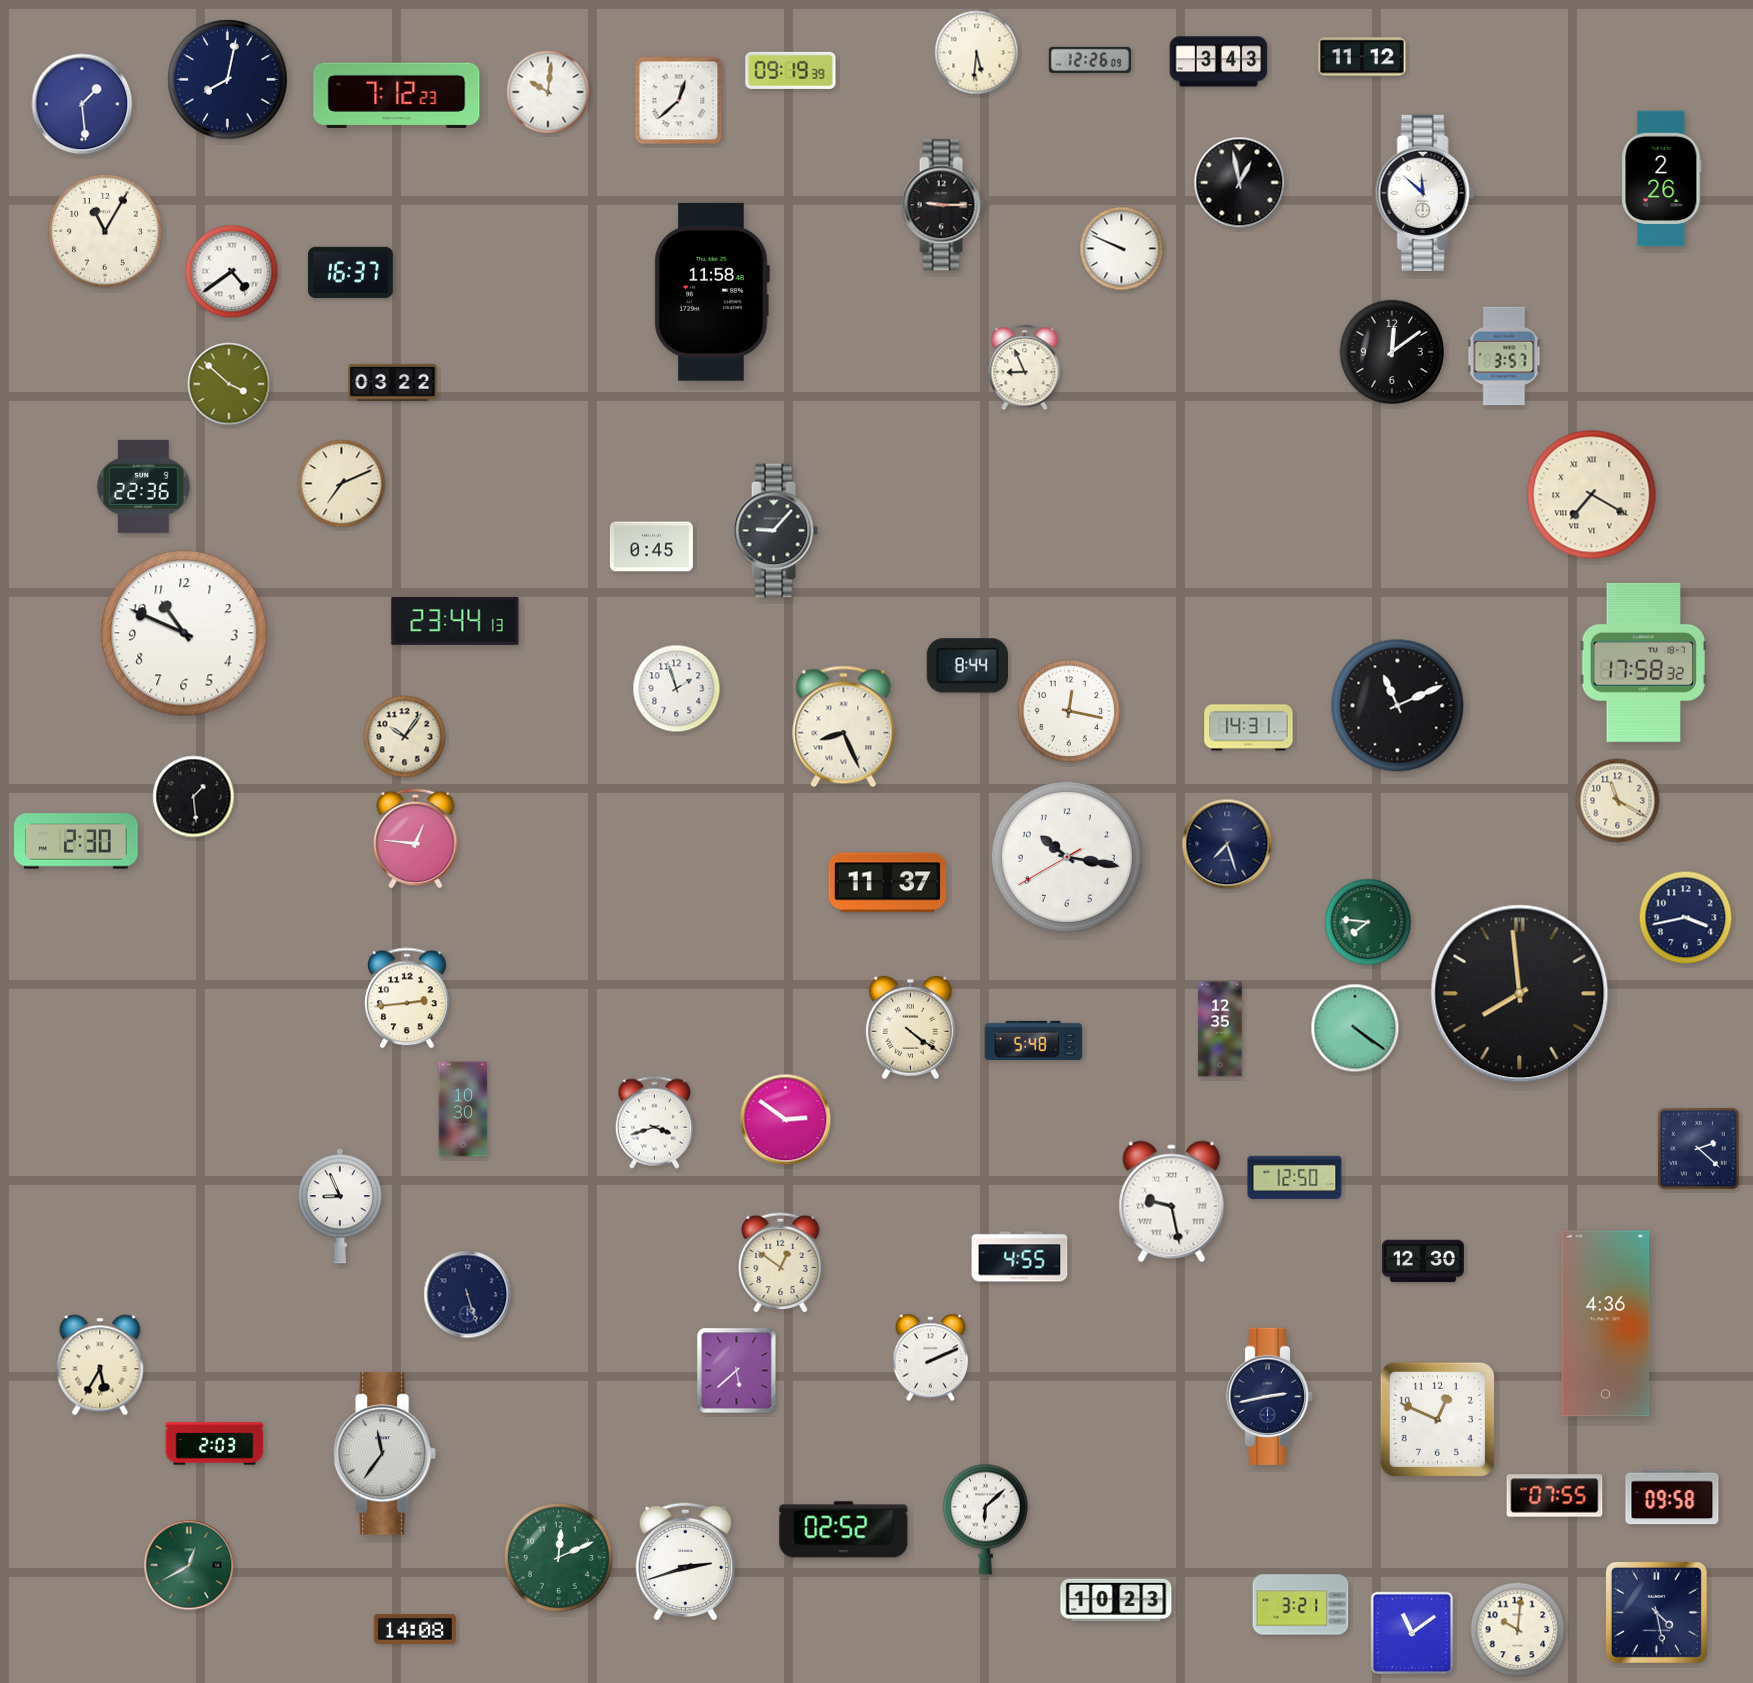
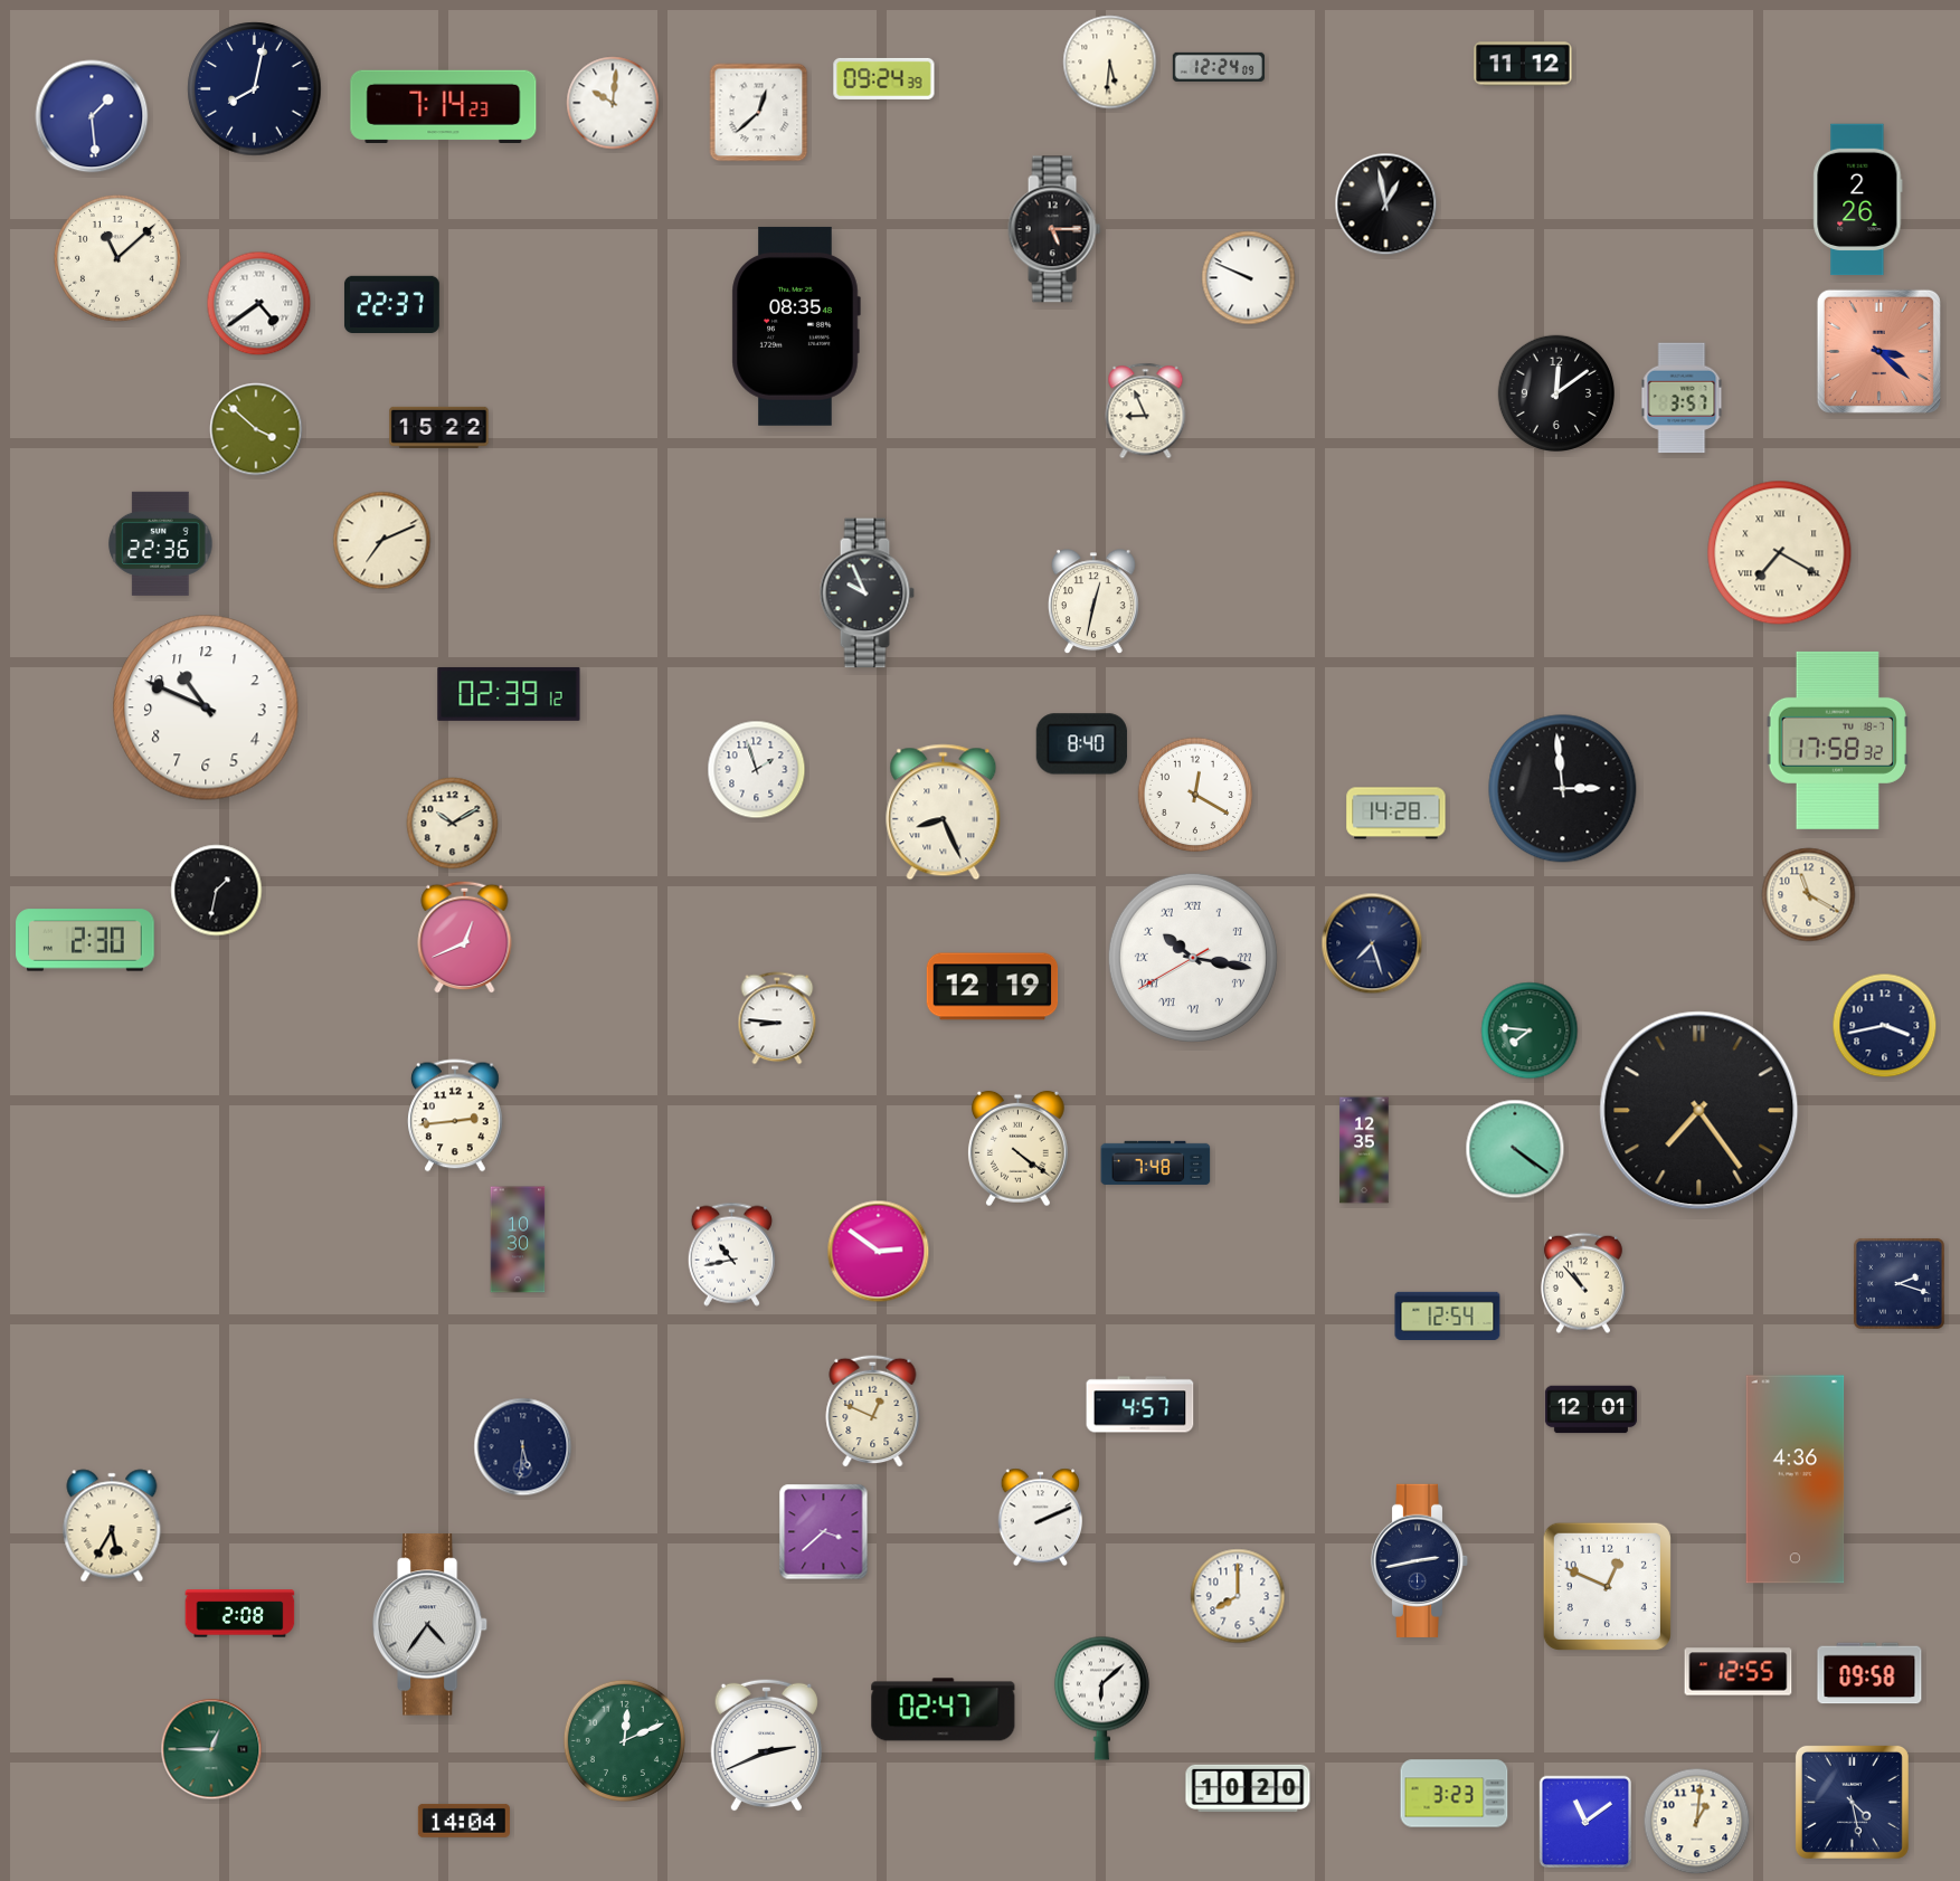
clock at (977, 53) position: (977, 53) -> (1110, 63)
clock at (1090, 60): 12:26 -> 12:24
clock at (1219, 62): 3:43 -> none
clock at (791, 70): 09:19 -> 09:24
clock at (397, 95): 7:12 -> 7:14
clock at (1425, 193): 11:52 -> none
clock at (943, 205): 9:15 -> 5:15
clock at (105, 231): 11:05 -> 11:08
clock at (1122, 249) position: (1122, 249) -> (1249, 278)
clock at (351, 272): 16:37 -> 22:37
clock at (712, 292): 11:58 -> 08:35
clock at (1878, 351): none -> 3:22
clock at (393, 382): 03:22 -> 15:22
clock at (775, 531): 9:07 -> 9:56
clock at (1093, 602): none -> 12:32
clock at (651, 547): 0:45 -> none
clock at (455, 621): 23:44 -> 02:39
clock at (967, 666): 8:44 -> 8:40
clock at (1398, 706): 11:11 -> 2:59
clock at (1069, 711): 12:17 -> 12:20
clock at (1249, 728): 14:31 -> 14:28
clock at (405, 737): 10:06 -> 10:10
clock at (194, 797): 1:29 -> 1:32
clock at (416, 838): 12:46 -> 12:41
clock at (1067, 857) numerals: Arabic -> Roman
clock at (888, 883): 11:37 -> 12:19
clock at (777, 1018): none -> 8:46
clock at (1520, 994): 7:59 -> 7:24
clock at (1034, 1040): 5:48 -> 7:48
clock at (654, 1122): 3:42 -> 10:43
clock at (1583, 1283): none -> 10:53
clock at (1698, 1148): 2:22 -> 2:18
clock at (1295, 1177): 12:50 -> 12:54
clock at (1172, 1202): 9:28 -> none
clock at (340, 1206): 8:56 -> none
clock at (1020, 1257): 4:55 -> 4:57
clock at (1423, 1261): 12:30 -> 12:01
clock at (781, 1262): 12:51 -> 12:49
clock at (468, 1295): 5:27 -> 5:31
clock at (737, 1371): 5:38 -> 3:38
clock at (1238, 1596): none -> 8:00
clock at (215, 1444): 2:03 -> 2:08
clock at (386, 1454): 11:36 -> 4:36
clock at (1555, 1496): 07:55 -> 12:55
clock at (844, 1530): 02:52 -> 02:47
clock at (685, 1561): 2:42 -> 2:41
clock at (189, 1565): 12:40 -> 12:45
clock at (1116, 1599): 10:23 -> 10:20
clock at (1301, 1605): 3:21 -> 3:23
clock at (415, 1629): 14:08 -> 14:04
clock at (1518, 1630): 10:01 -> 1:01
clock at (1412, 1633) position: (1412, 1633) -> (1585, 1822)
